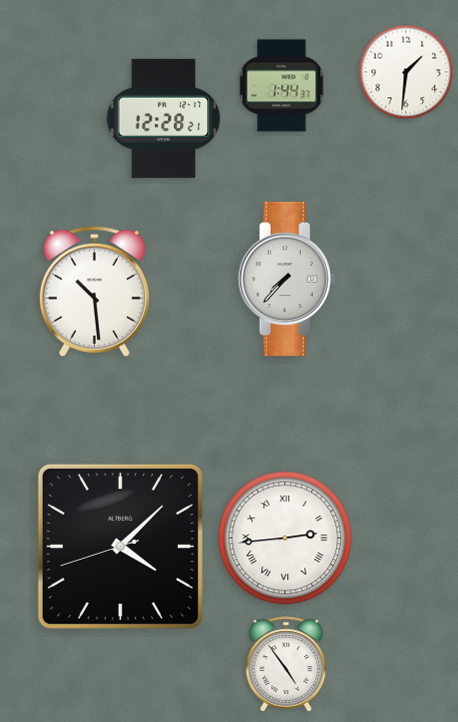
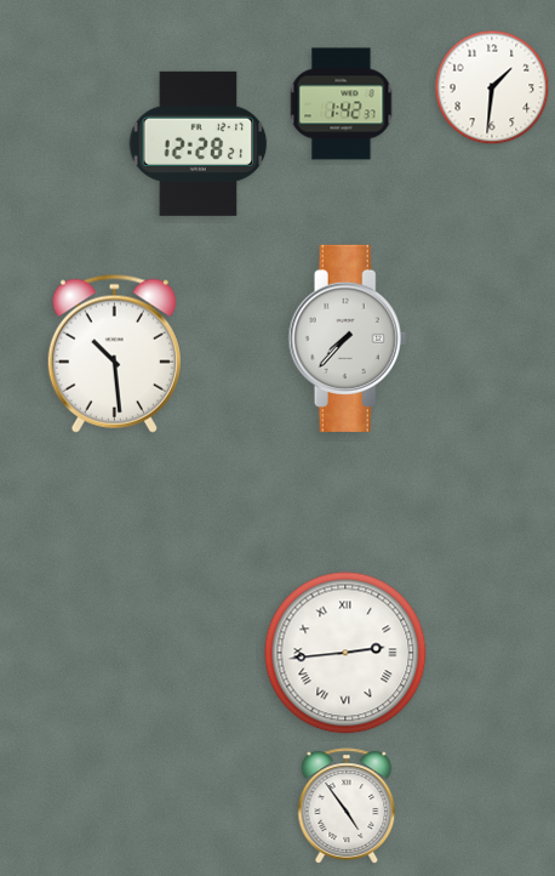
clock at (282, 86): 1:44 -> 1:42
clock at (120, 546): 4:07 -> none
